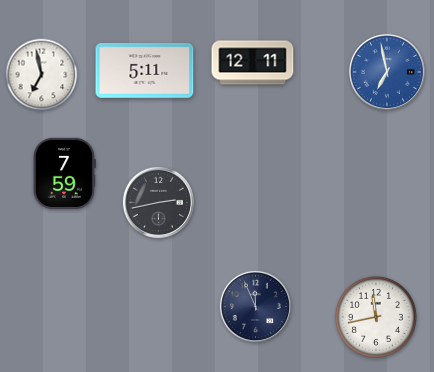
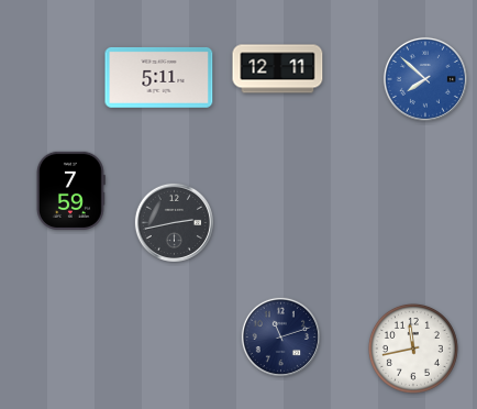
clock at (387, 72): 6:58 -> 7:52
clock at (42, 75): 6:58 -> none
clock at (255, 306): 11:56 -> 11:12
